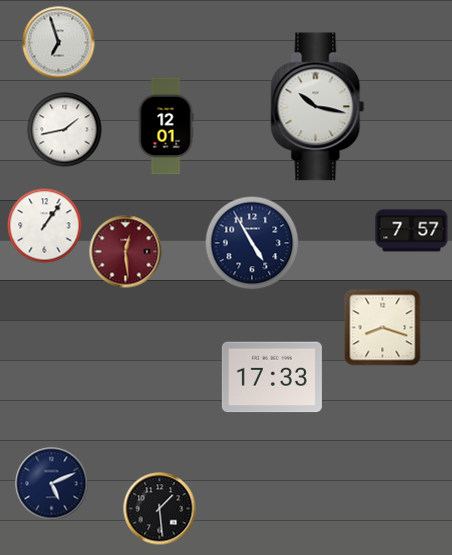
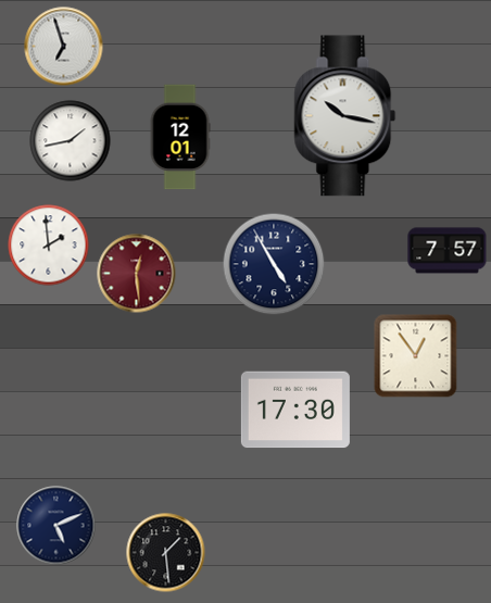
clock at (45, 226): 1:06 -> 1:59
clock at (383, 328): 8:18 -> 12:54
clock at (272, 377): 17:33 -> 17:30
clock at (160, 509) position: (160, 509) -> (166, 553)
